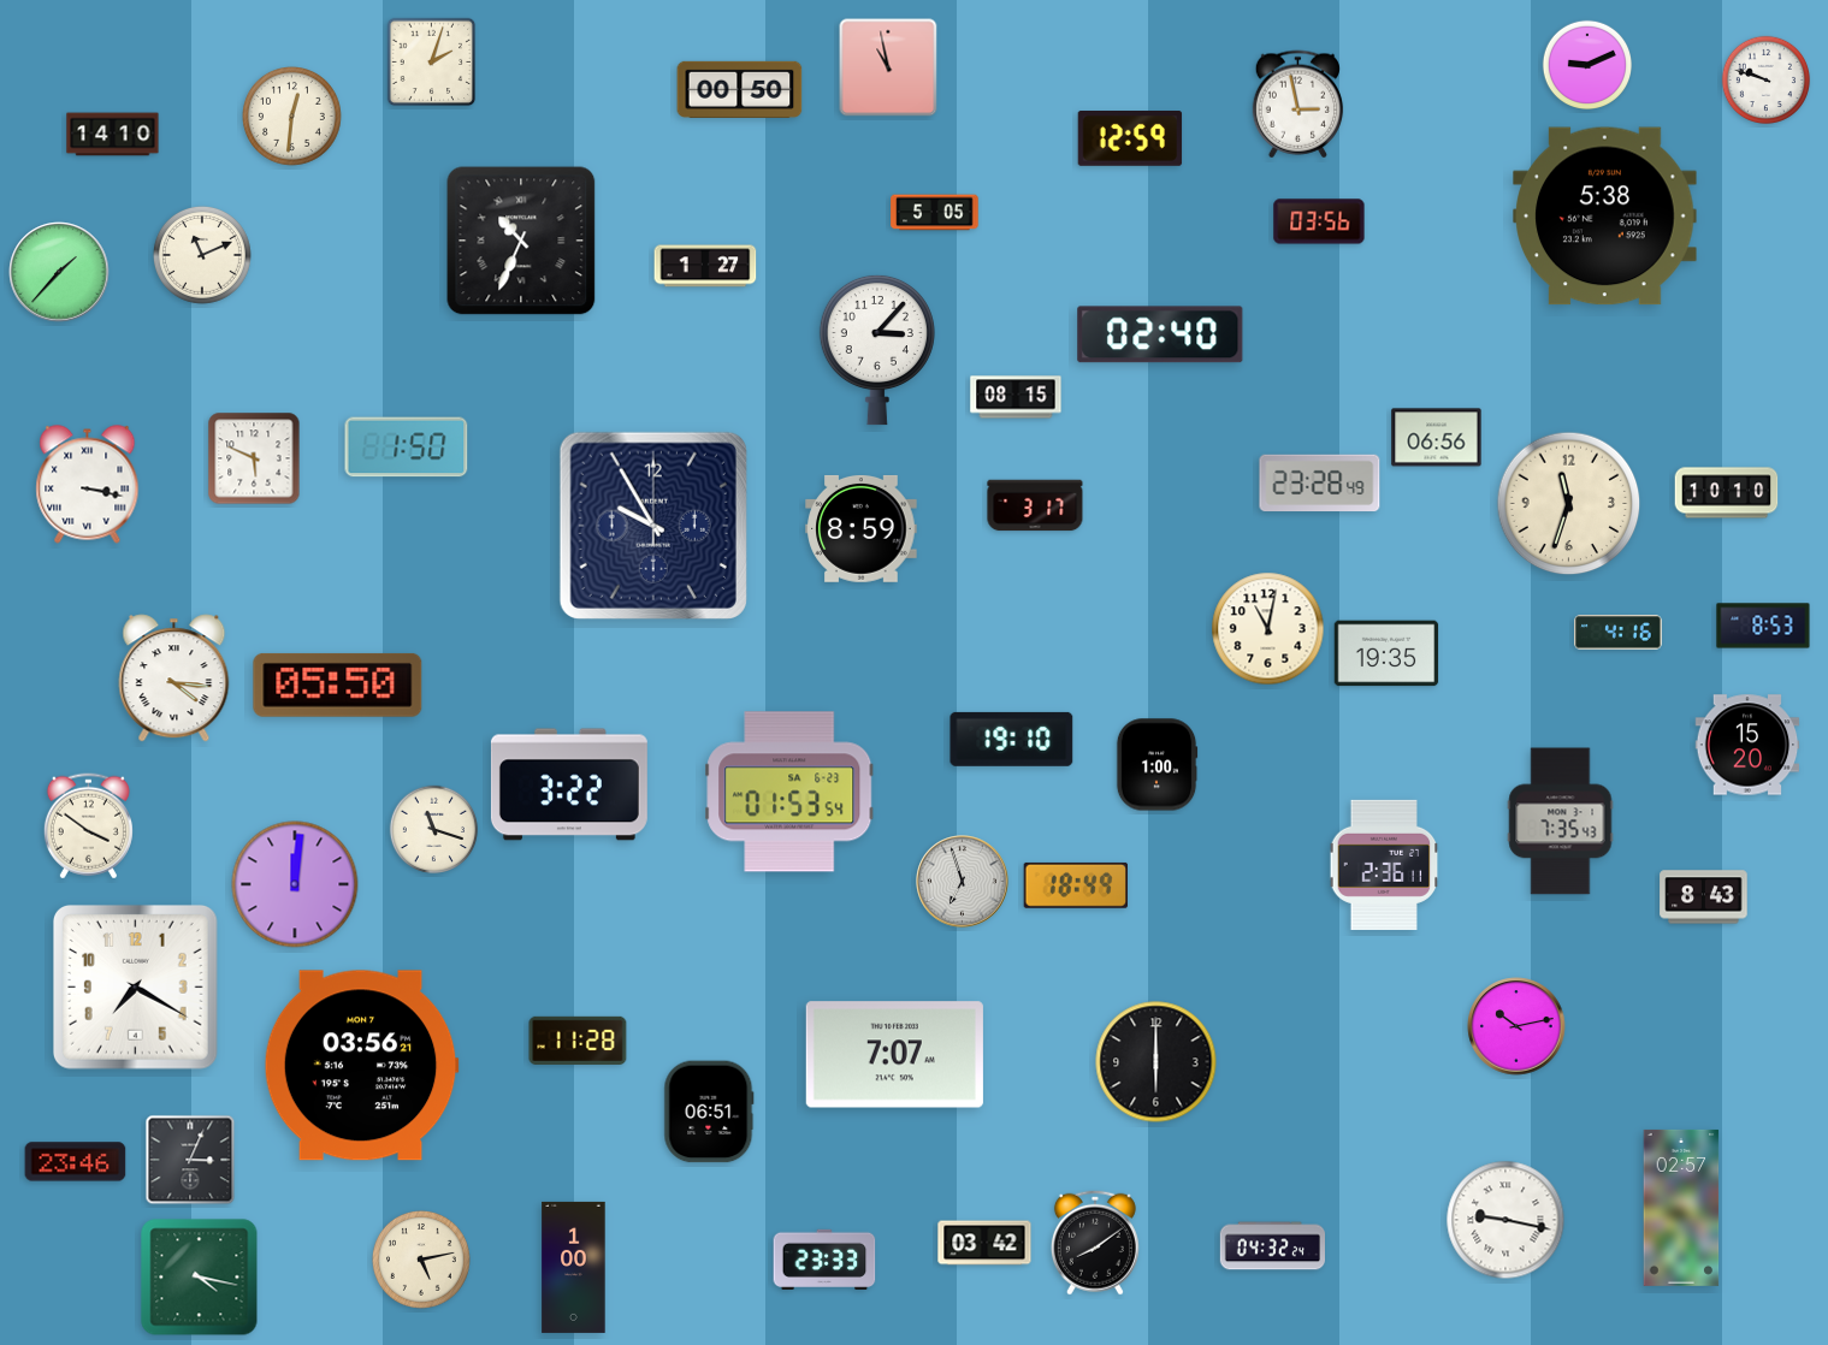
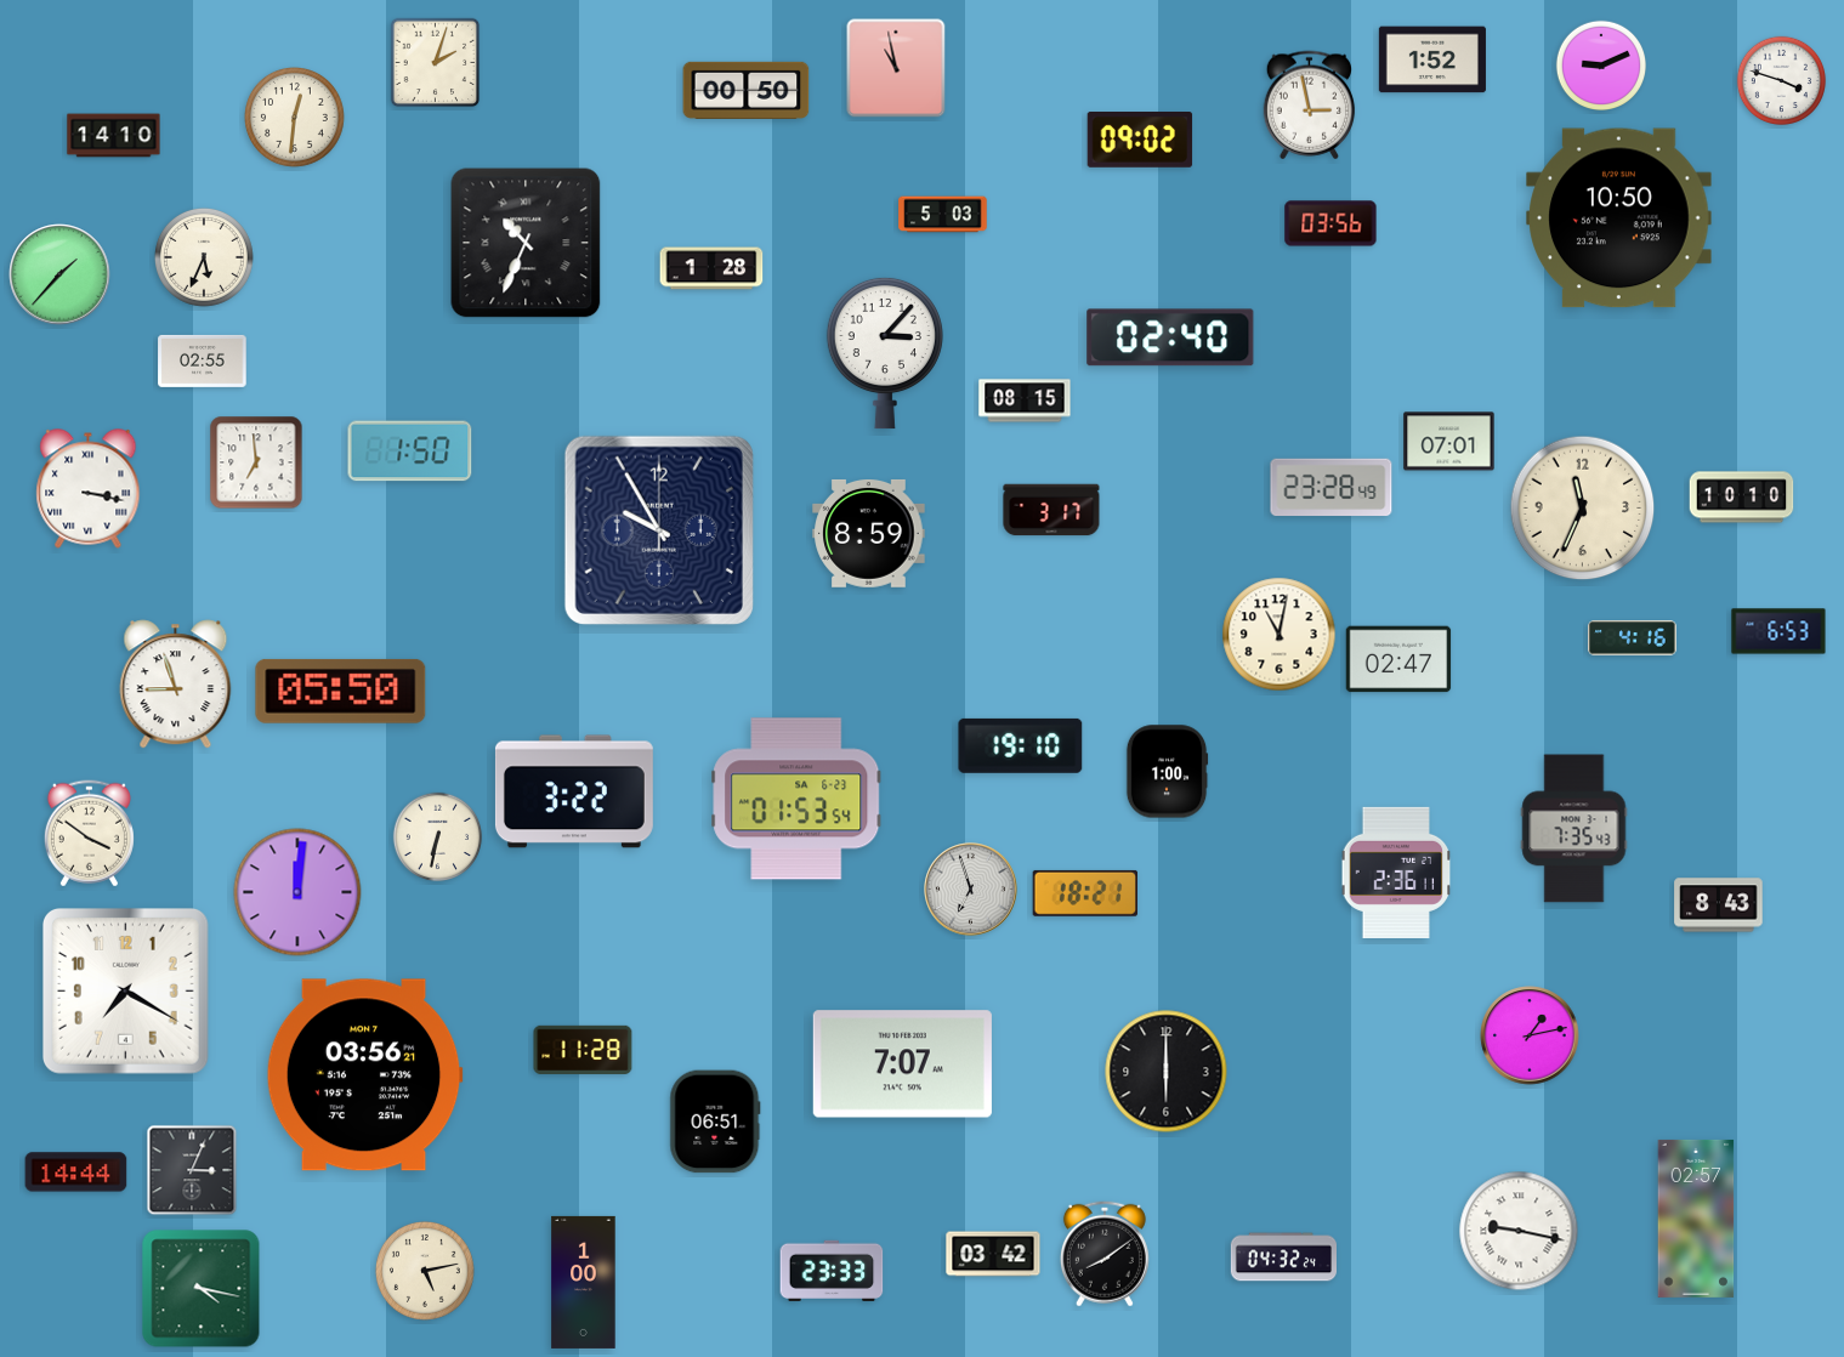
clock at (1432, 59): none -> 1:52
clock at (1767, 81): 9:48 -> 3:48
clock at (1130, 140): 12:59 -> 09:02
clock at (935, 213): 5:05 -> 5:03
clock at (1605, 217): 5:38 -> 10:50
clock at (202, 255): 11:11 -> 5:34
clock at (705, 266): 1:27 -> 1:28
clock at (203, 360): none -> 02:55
clock at (1437, 438): 06:56 -> 07:01
clock at (254, 458): 5:49 -> 6:59
clock at (1569, 504): 11:33 -> 11:34
clock at (1035, 505) position: (1035, 505) -> (1051, 510)
clock at (1763, 626): 8:53 -> 6:53
clock at (1386, 653): 19:35 -> 02:47
clock at (174, 679): 4:16 -> 8:57
clock at (1747, 745): 15:20 -> none
clock at (434, 830): 11:18 -> 6:32
clock at (1075, 885): 18:49 -> 18:21
clock at (136, 988) position: (136, 988) -> (126, 992)
clock at (1516, 1026): 10:13 -> 1:13
clock at (76, 1162): 23:46 -> 14:44
clock at (574, 1267) position: (574, 1267) -> (584, 1282)
